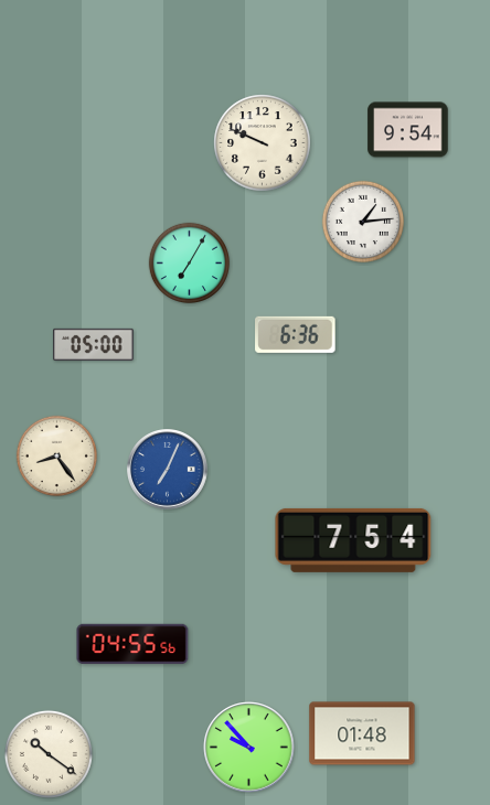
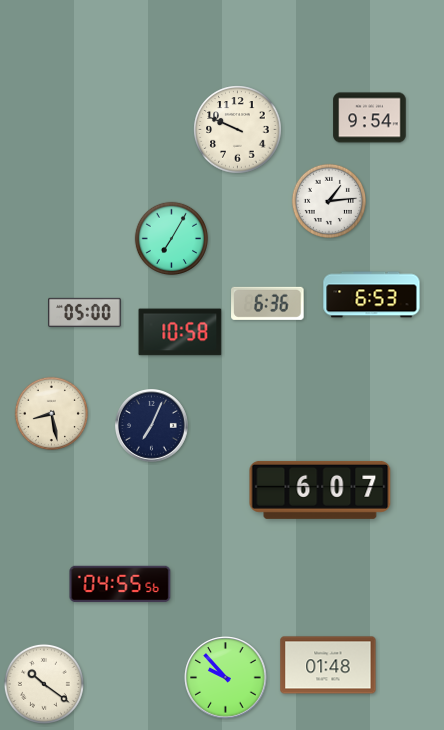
clock at (372, 295): none -> 6:53
clock at (180, 332): none -> 10:58
clock at (57, 457): 8:24 -> 8:28
clock at (168, 470) dial: blue -> navy
clock at (353, 540): 7:54 -> 6:07
